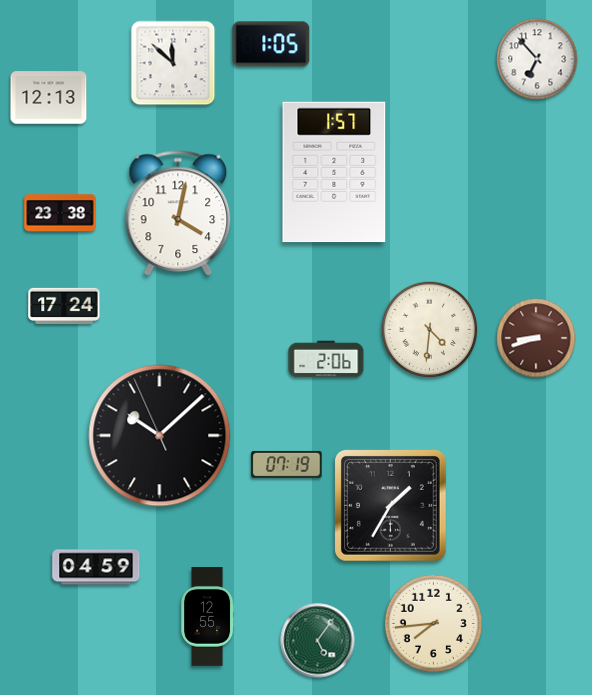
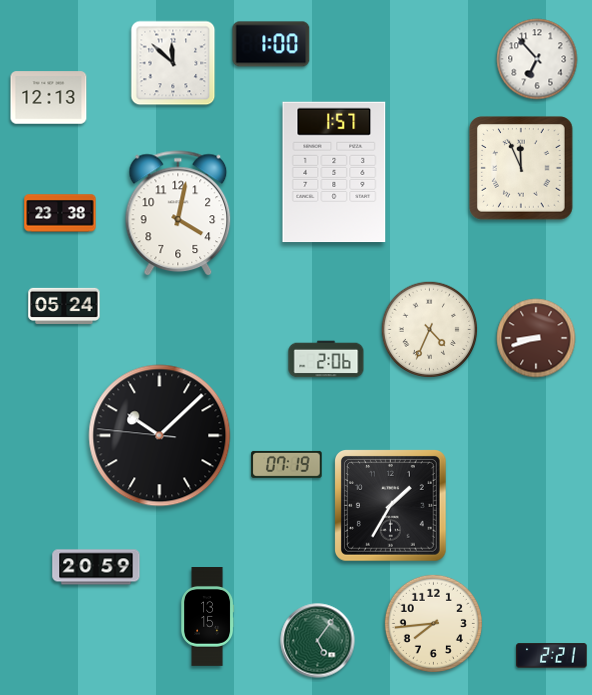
clock at (271, 44): 1:05 -> 1:00
clock at (521, 168): none -> 11:56
clock at (64, 306): 17:24 -> 05:24
clock at (430, 330): 4:31 -> 4:34
clock at (160, 436): 10:07:56 -> 10:07:46
clock at (96, 567): 04:59 -> 20:59
clock at (208, 617): 12:55 -> 13:15
clock at (552, 656): none -> 2:21
